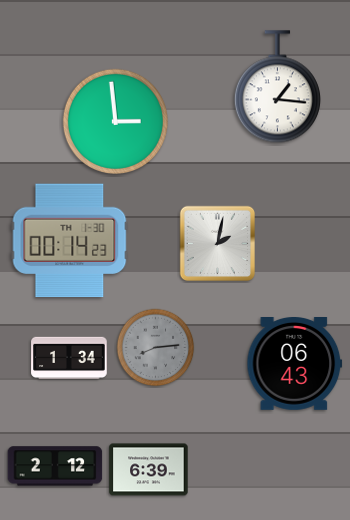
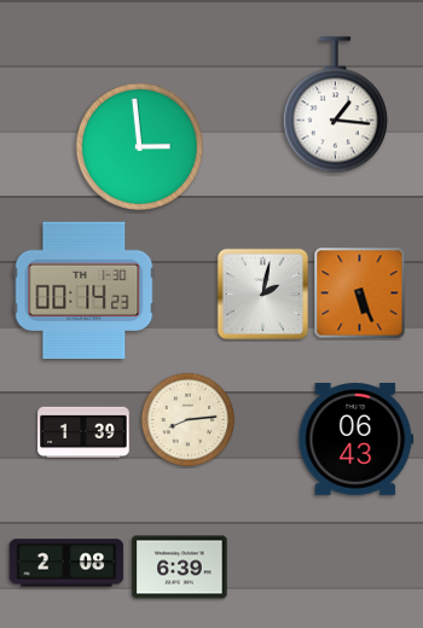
clock at (360, 293): none -> 5:26
clock at (156, 348) dial: grey -> cream
clock at (69, 358): 1:34 -> 1:39
clock at (55, 466): 2:12 -> 2:08
